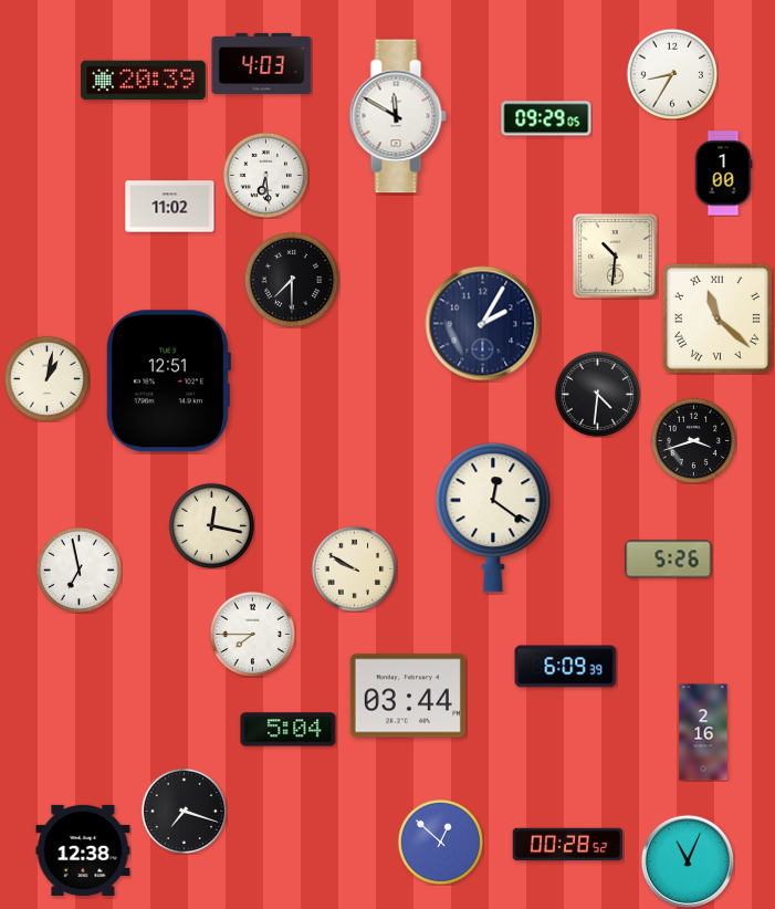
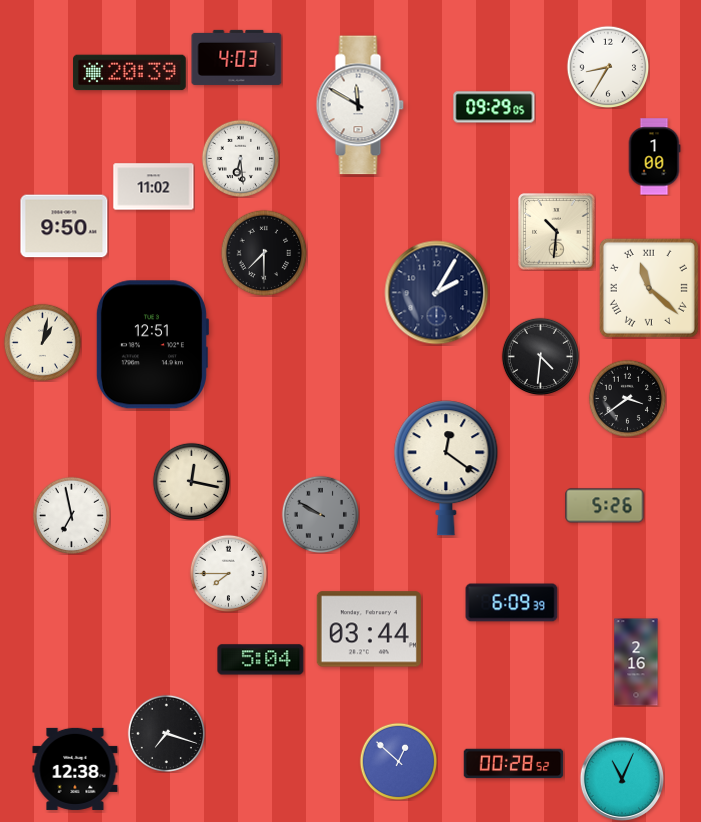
clock at (64, 226): none -> 9:50
clock at (693, 440): 3:42 -> 3:39
clock at (211, 525) position: (211, 525) -> (191, 481)
clock at (354, 568) dial: cream -> grey
